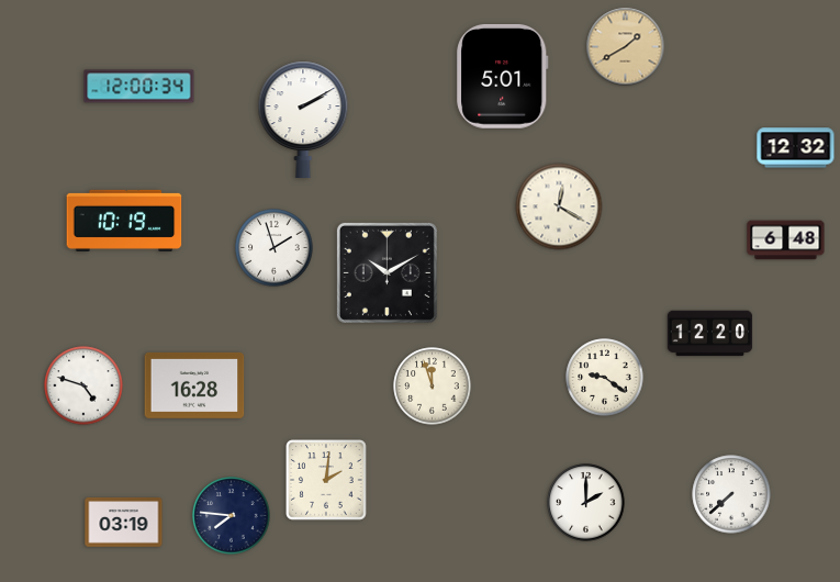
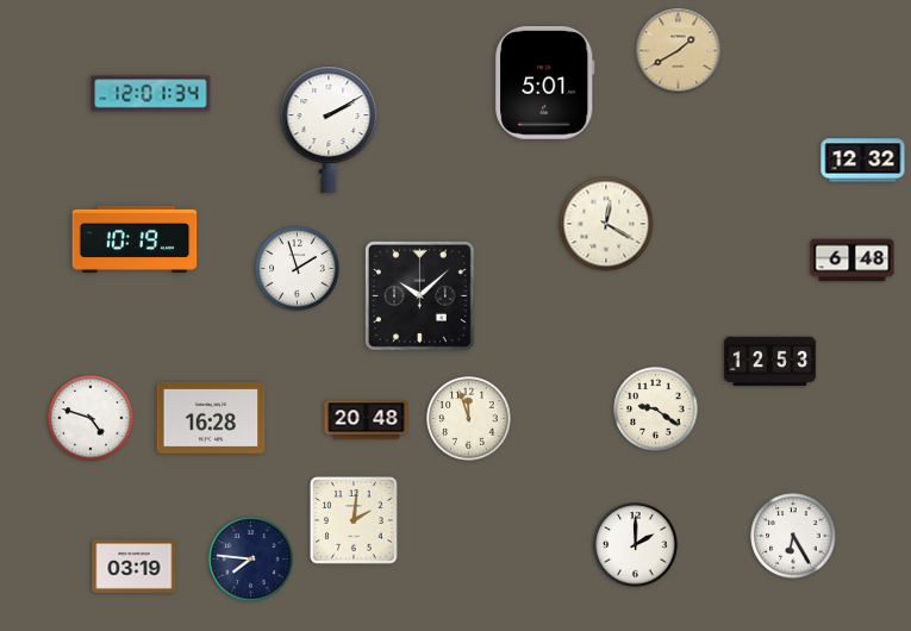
clock at (139, 87): 12:00 -> 12:01
clock at (387, 272): 10:10 -> 10:08
clock at (710, 334): 12:20 -> 12:53
clock at (367, 420): none -> 20:48
clock at (731, 494): 7:38 -> 6:25
